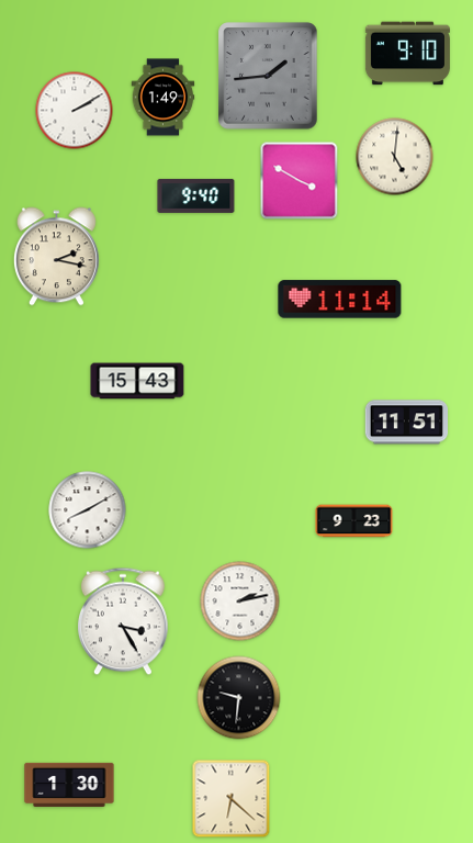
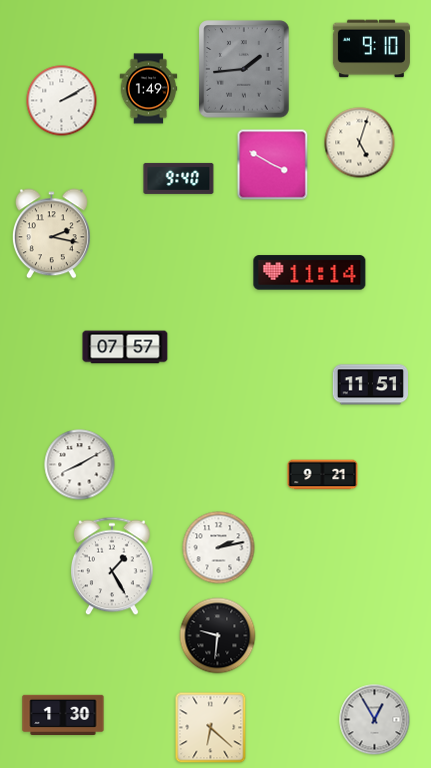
clock at (75, 111) position: (75, 111) -> (62, 101)
clock at (395, 157): 5:01 -> 5:03
clock at (137, 381): 15:43 -> 07:57
clock at (354, 521): 9:23 -> 9:21
clock at (124, 621): 3:25 -> 1:25
clock at (375, 720): none -> 12:55
